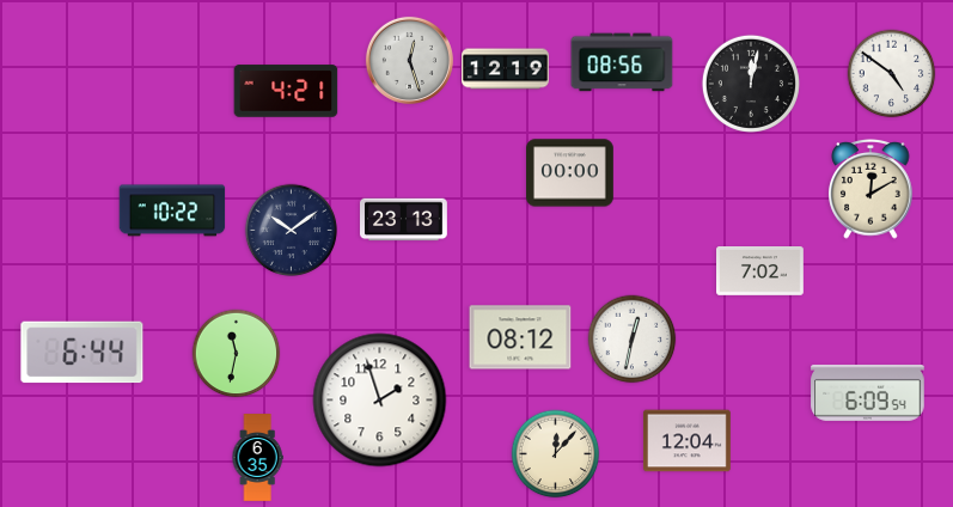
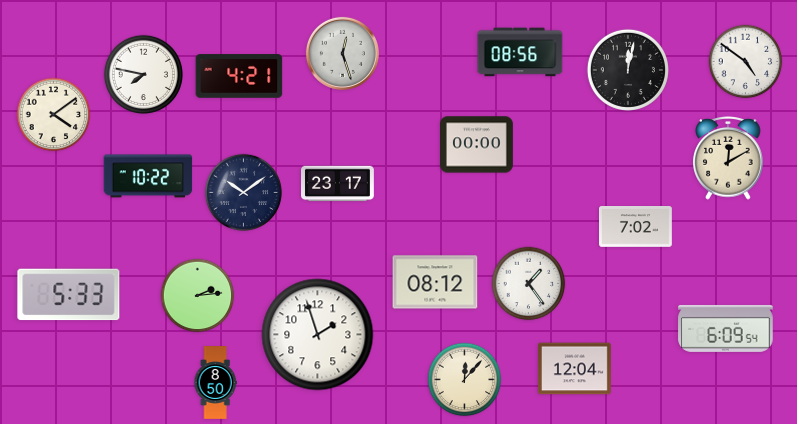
clock at (409, 60) position: (409, 60) -> (342, 53)
clock at (506, 69): 12:19 -> none
clock at (143, 74): none -> 7:47
clock at (54, 115): none -> 4:09
clock at (172, 210) position: (172, 210) -> (148, 176)
clock at (404, 220): 23:13 -> 23:17
clock at (633, 340): 12:32 -> 1:24
clock at (83, 353): 6:44 -> 5:33
clock at (237, 354): 11:32 -> 2:14
clock at (257, 458): 6:35 -> 8:50
